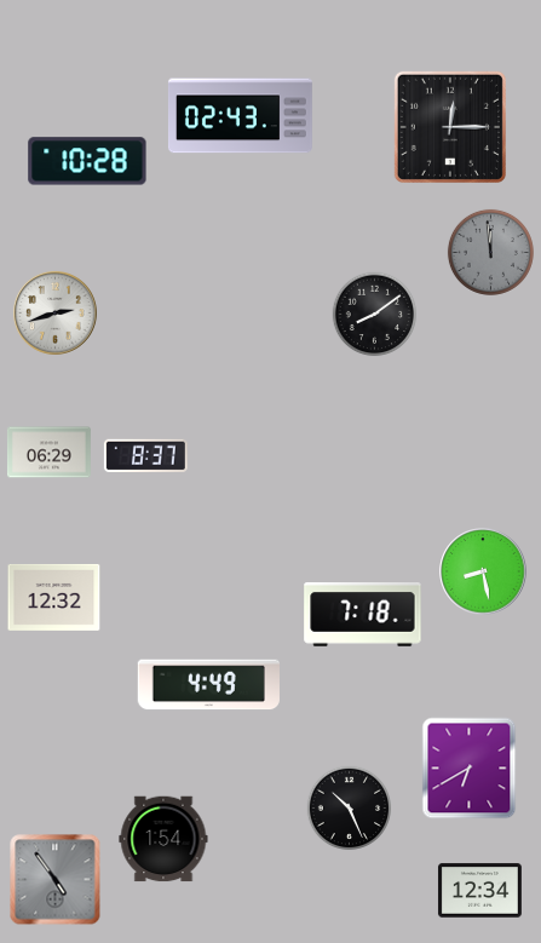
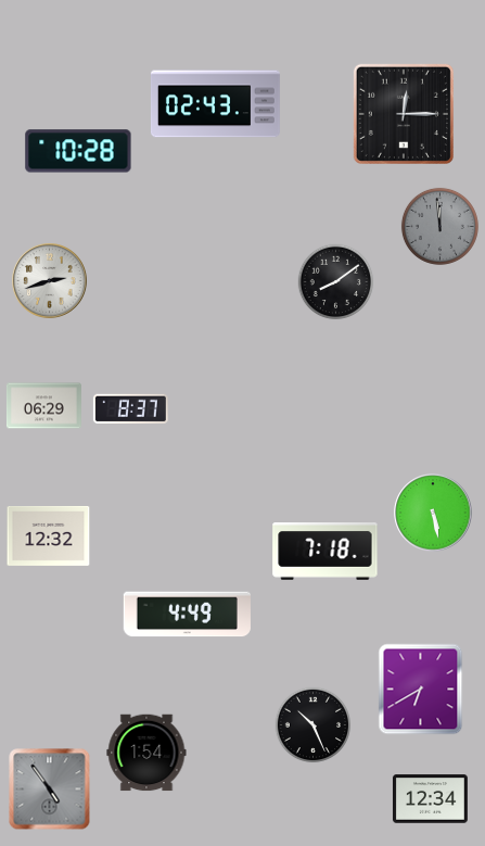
clock at (87, 161) position: (87, 161) -> (78, 151)
clock at (483, 571): 8:28 -> 5:28
